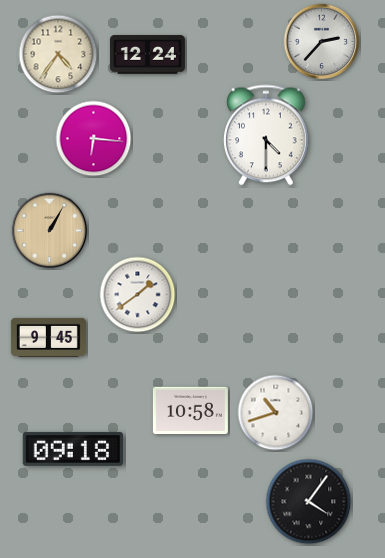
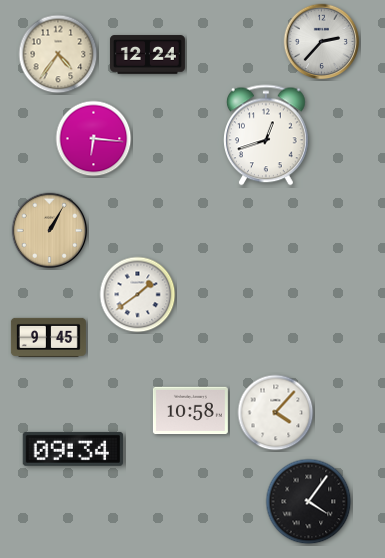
clock at (267, 135): 4:30 -> 12:42
clock at (276, 413): 10:42 -> 4:07
clock at (73, 449): 09:18 -> 09:34
